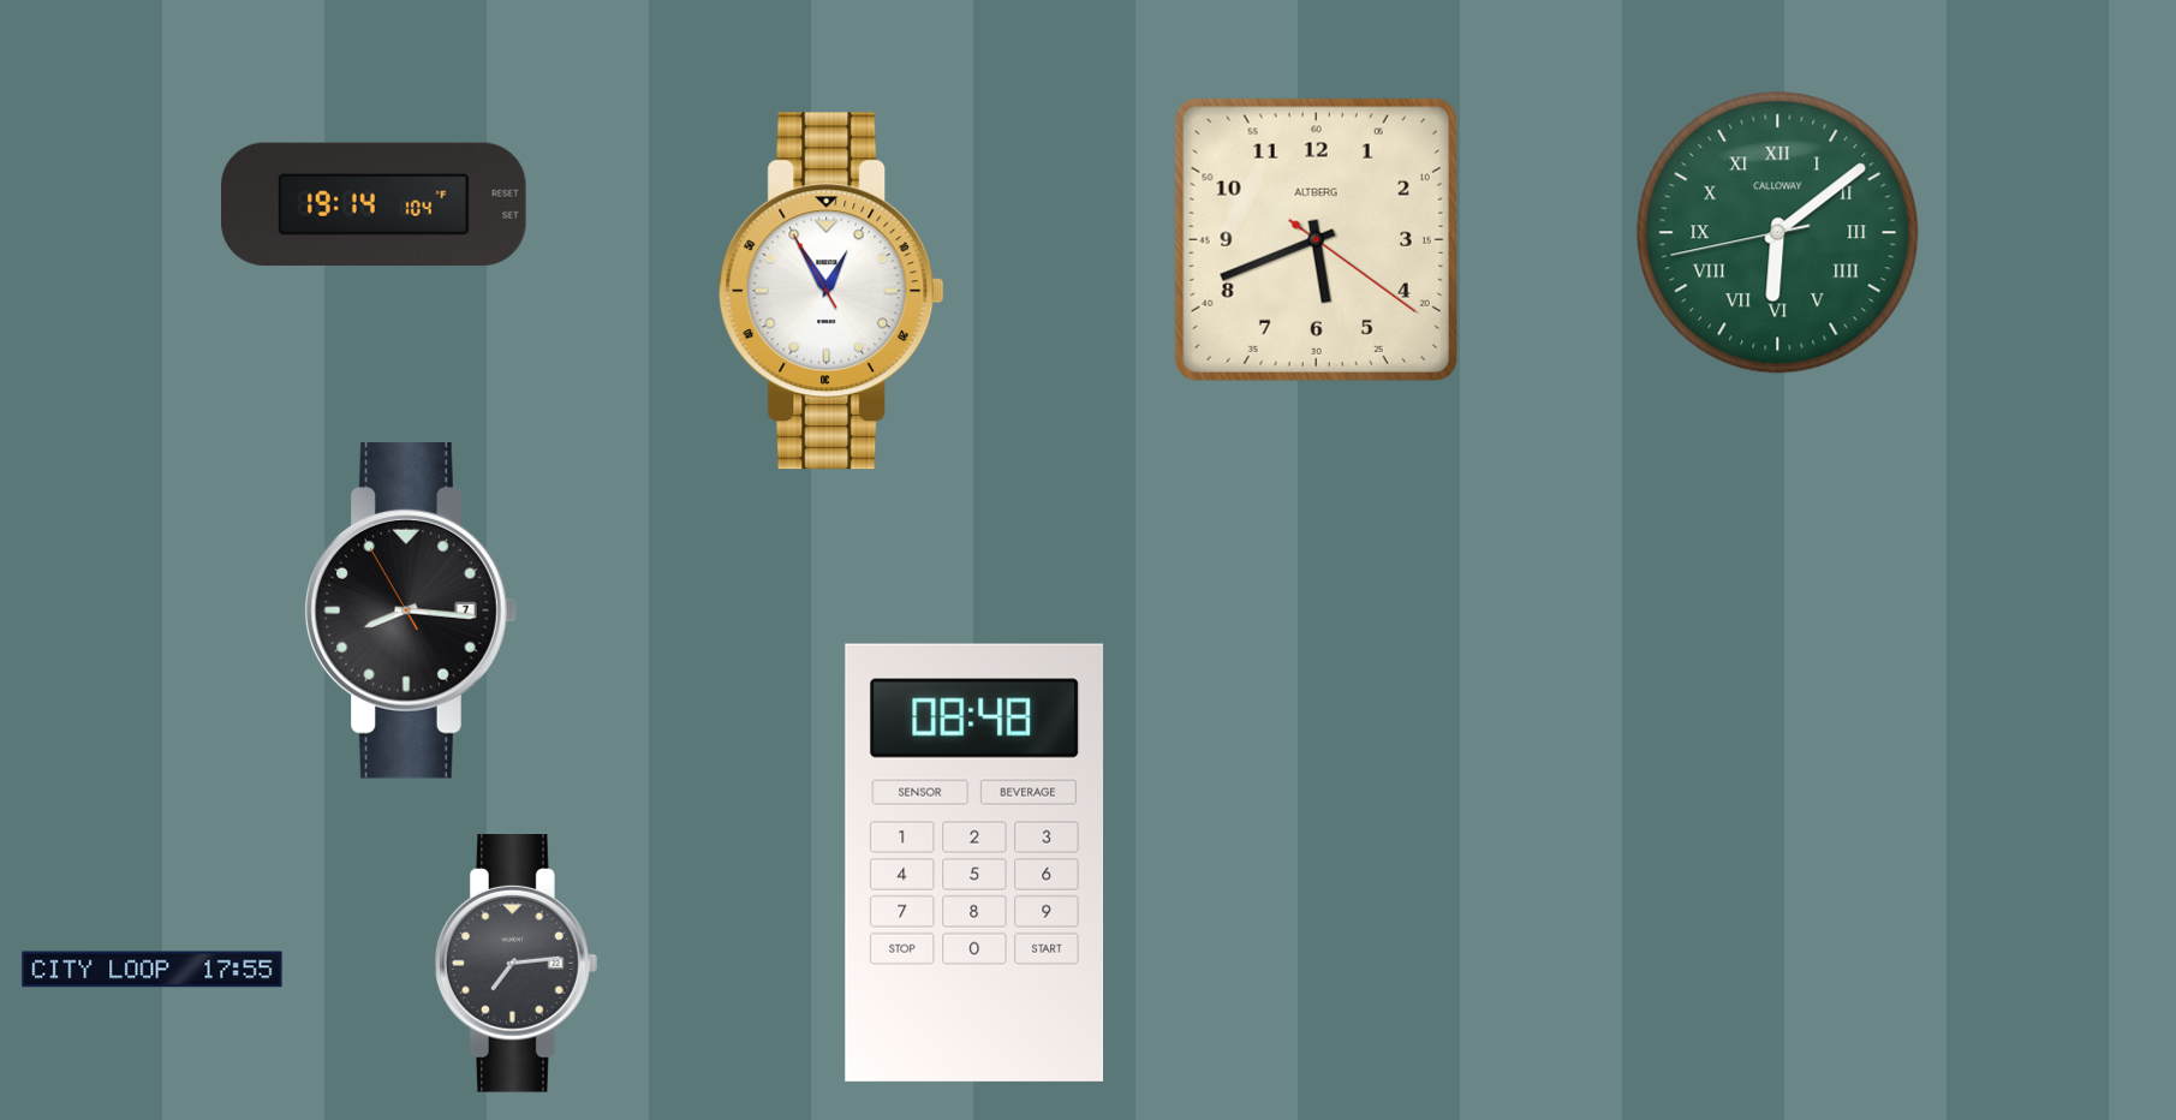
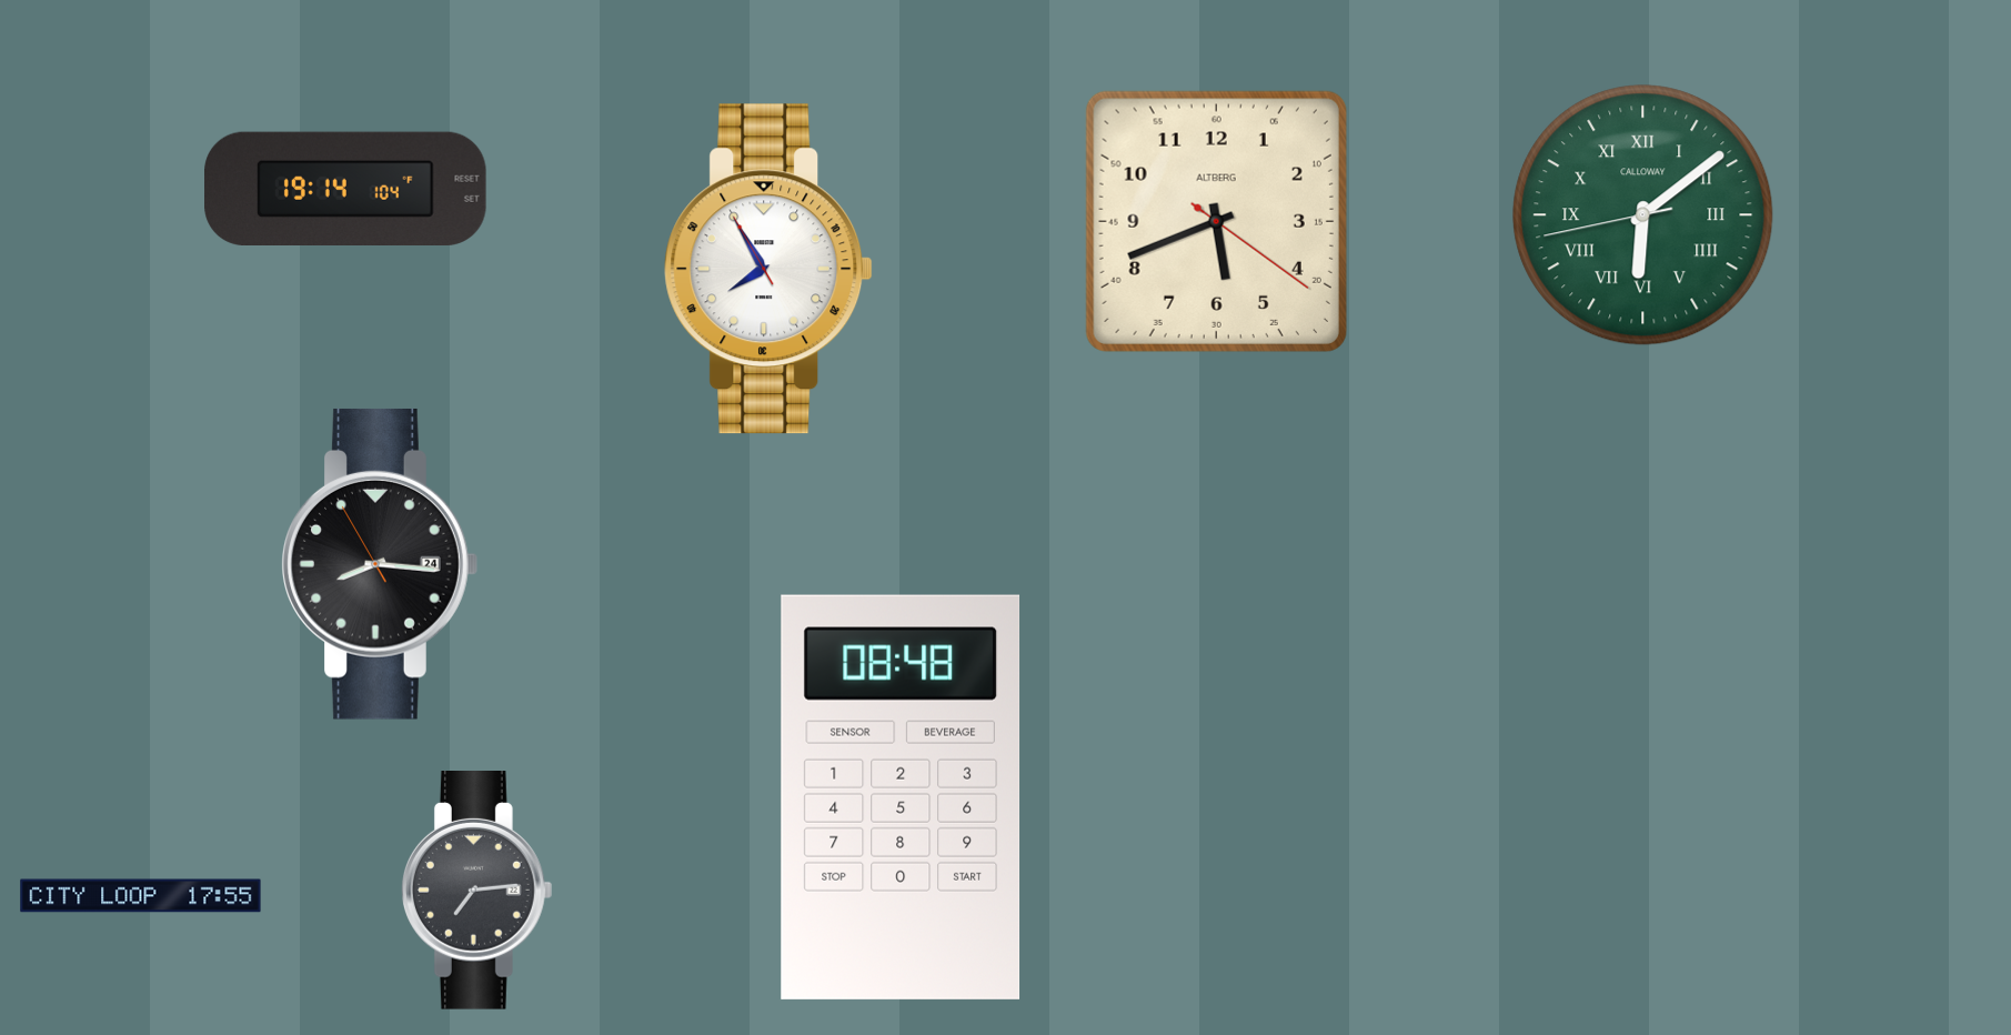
clock at (831, 291): 12:54 -> 7:54
clock at (411, 610) date: 7 -> 24
